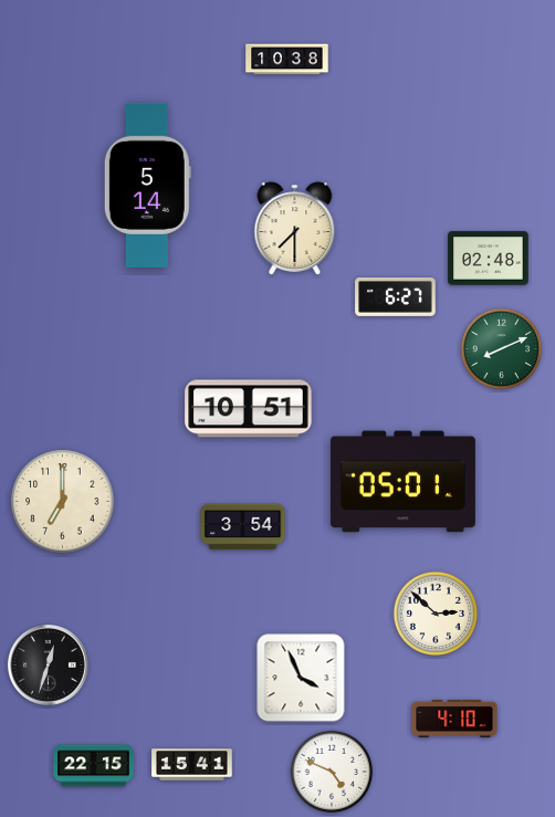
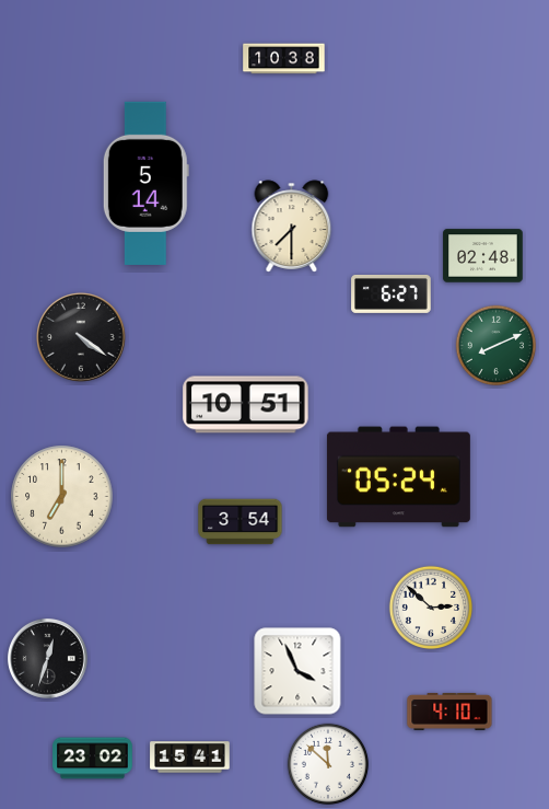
clock at (81, 337): none -> 4:21
clock at (402, 482): 05:01 -> 05:24
clock at (94, 766): 22:15 -> 23:02
clock at (332, 772): 4:49 -> 11:52
